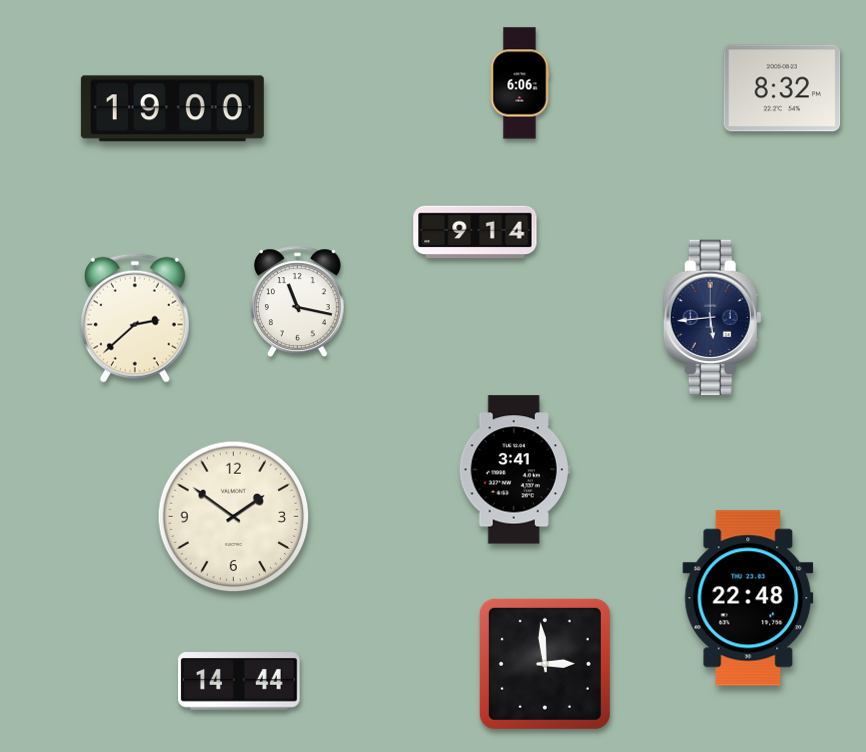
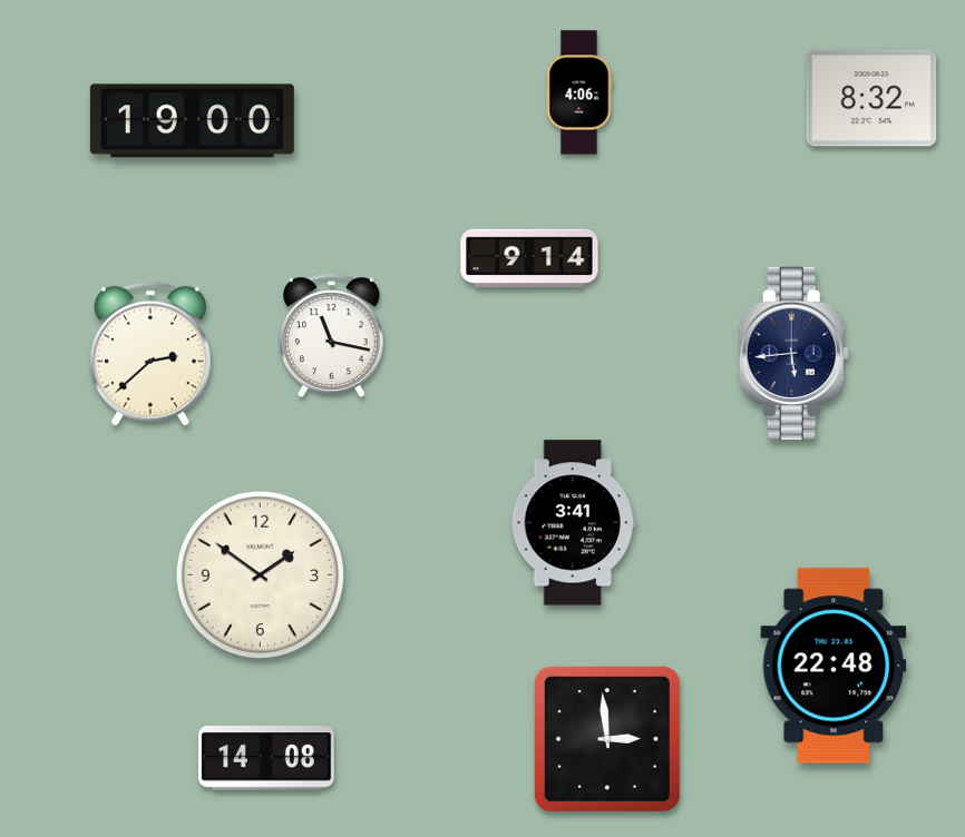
clock at (520, 83): 6:06 -> 4:06
clock at (239, 681): 14:44 -> 14:08
